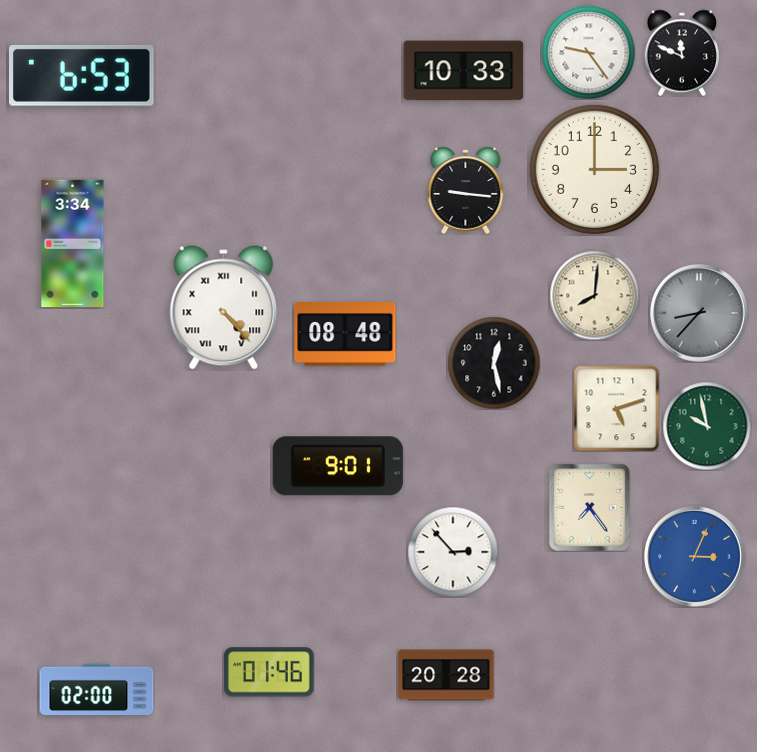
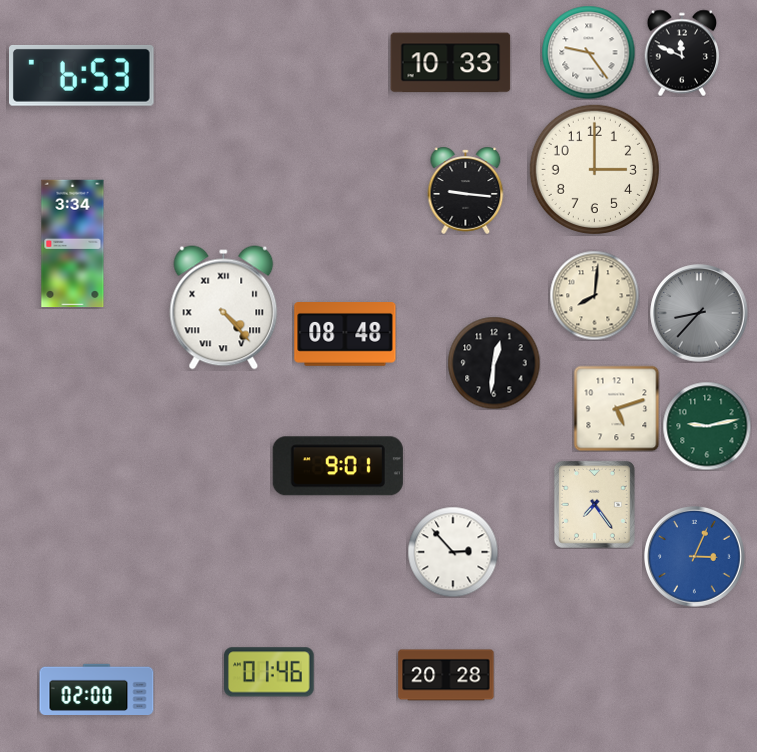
clock at (464, 71) position: (464, 71) -> (451, 63)
clock at (494, 363): 12:28 -> 12:31
clock at (707, 426): 9:58 -> 9:13
clock at (589, 507) position: (589, 507) -> (594, 504)
